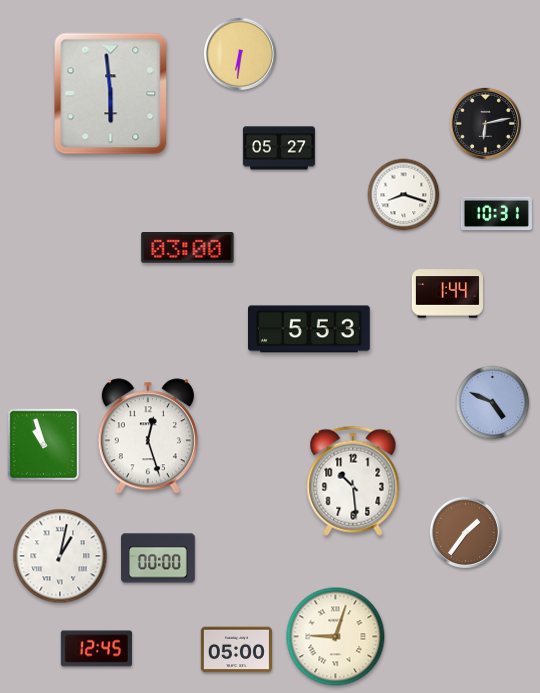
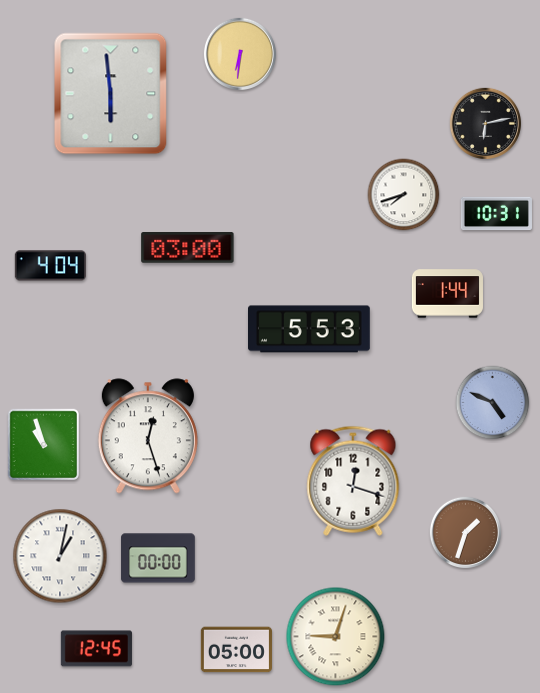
clock at (279, 148): 05:27 -> none
clock at (404, 195): 8:18 -> 7:42
clock at (50, 266): none -> 4:04
clock at (353, 481): 10:29 -> 12:18
clock at (465, 532): 1:36 -> 1:33
